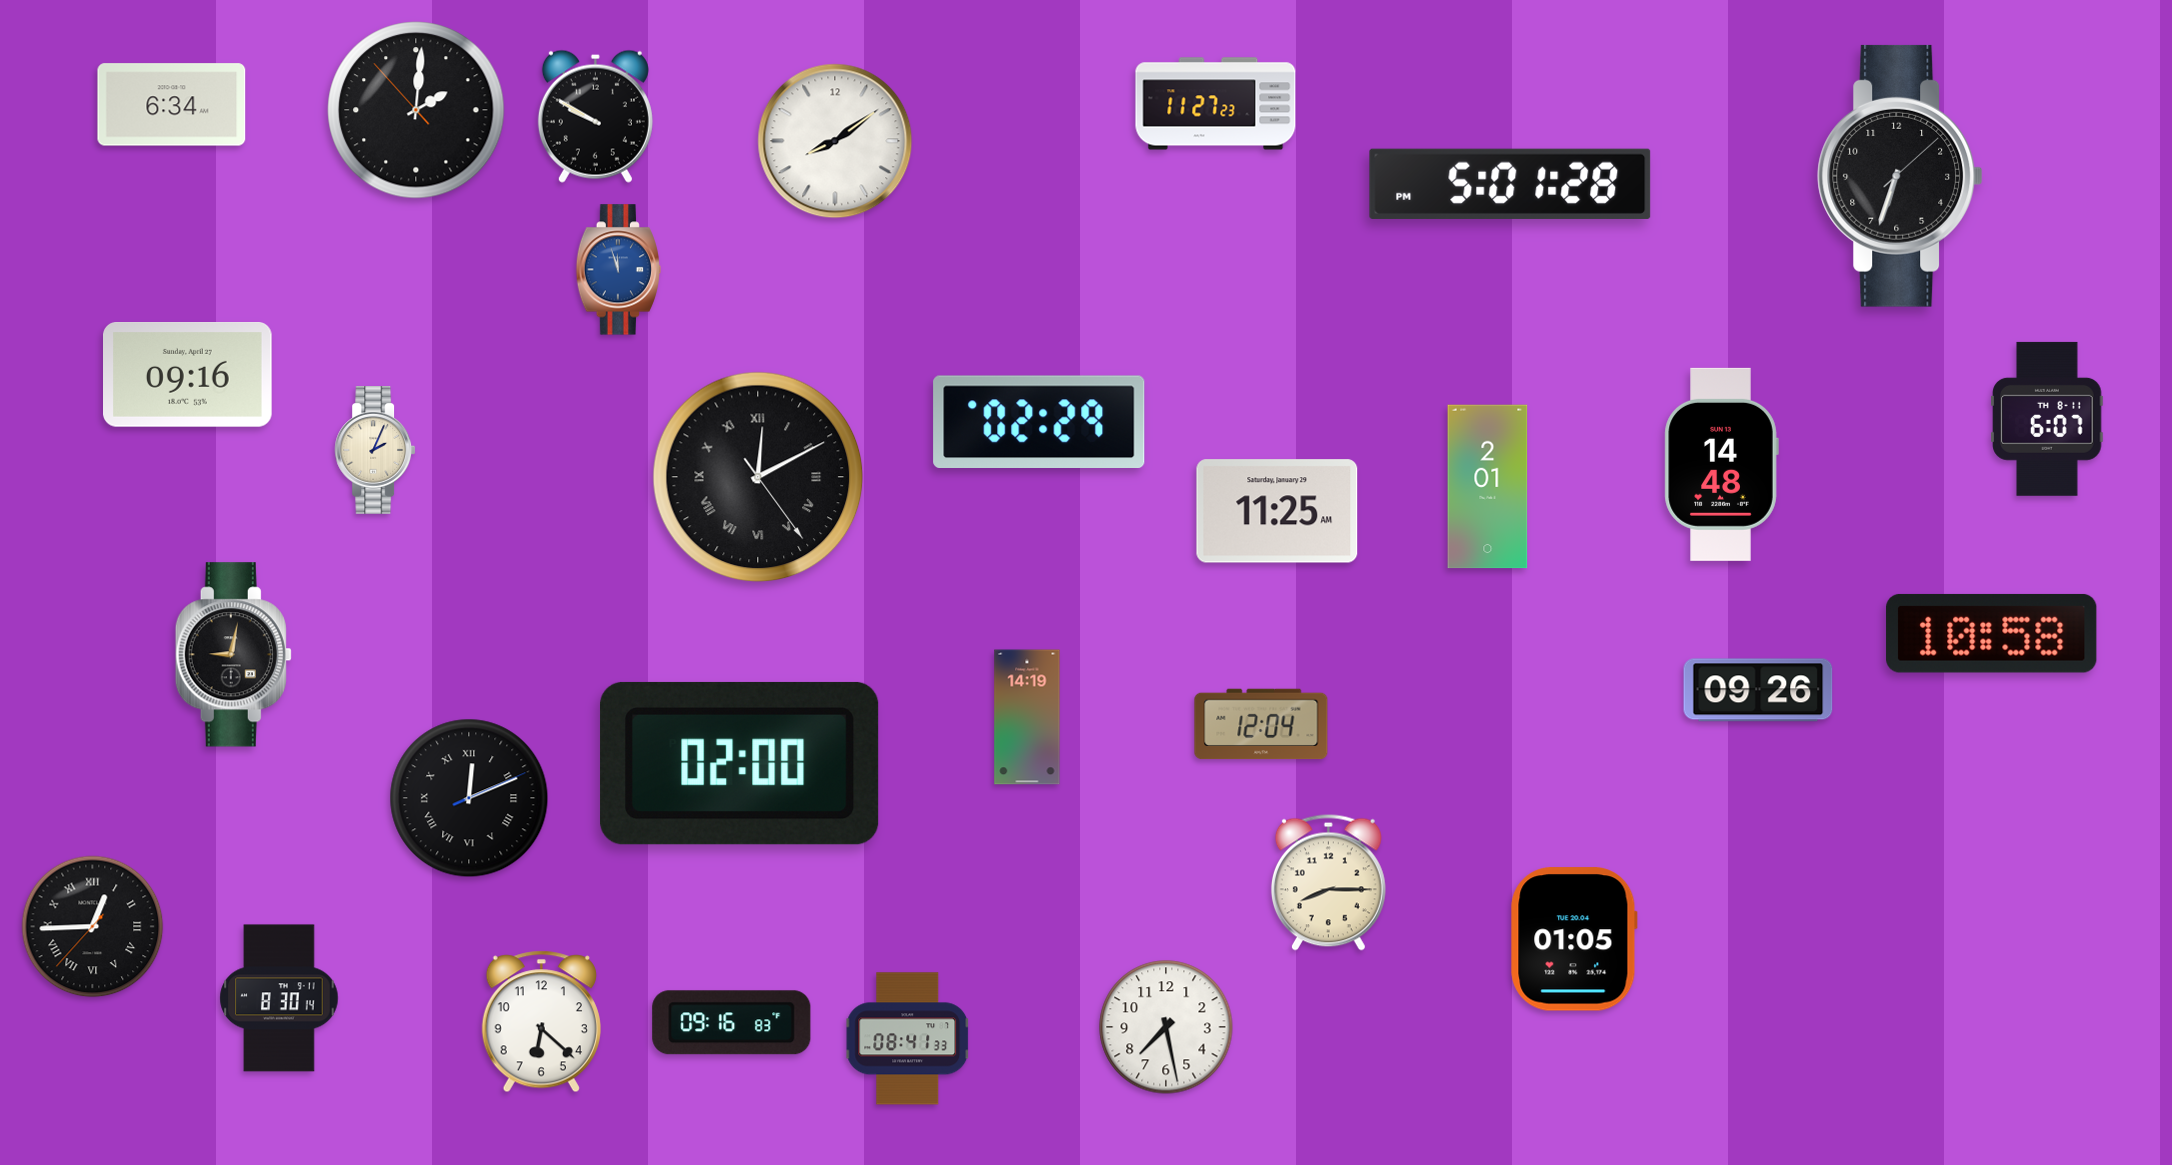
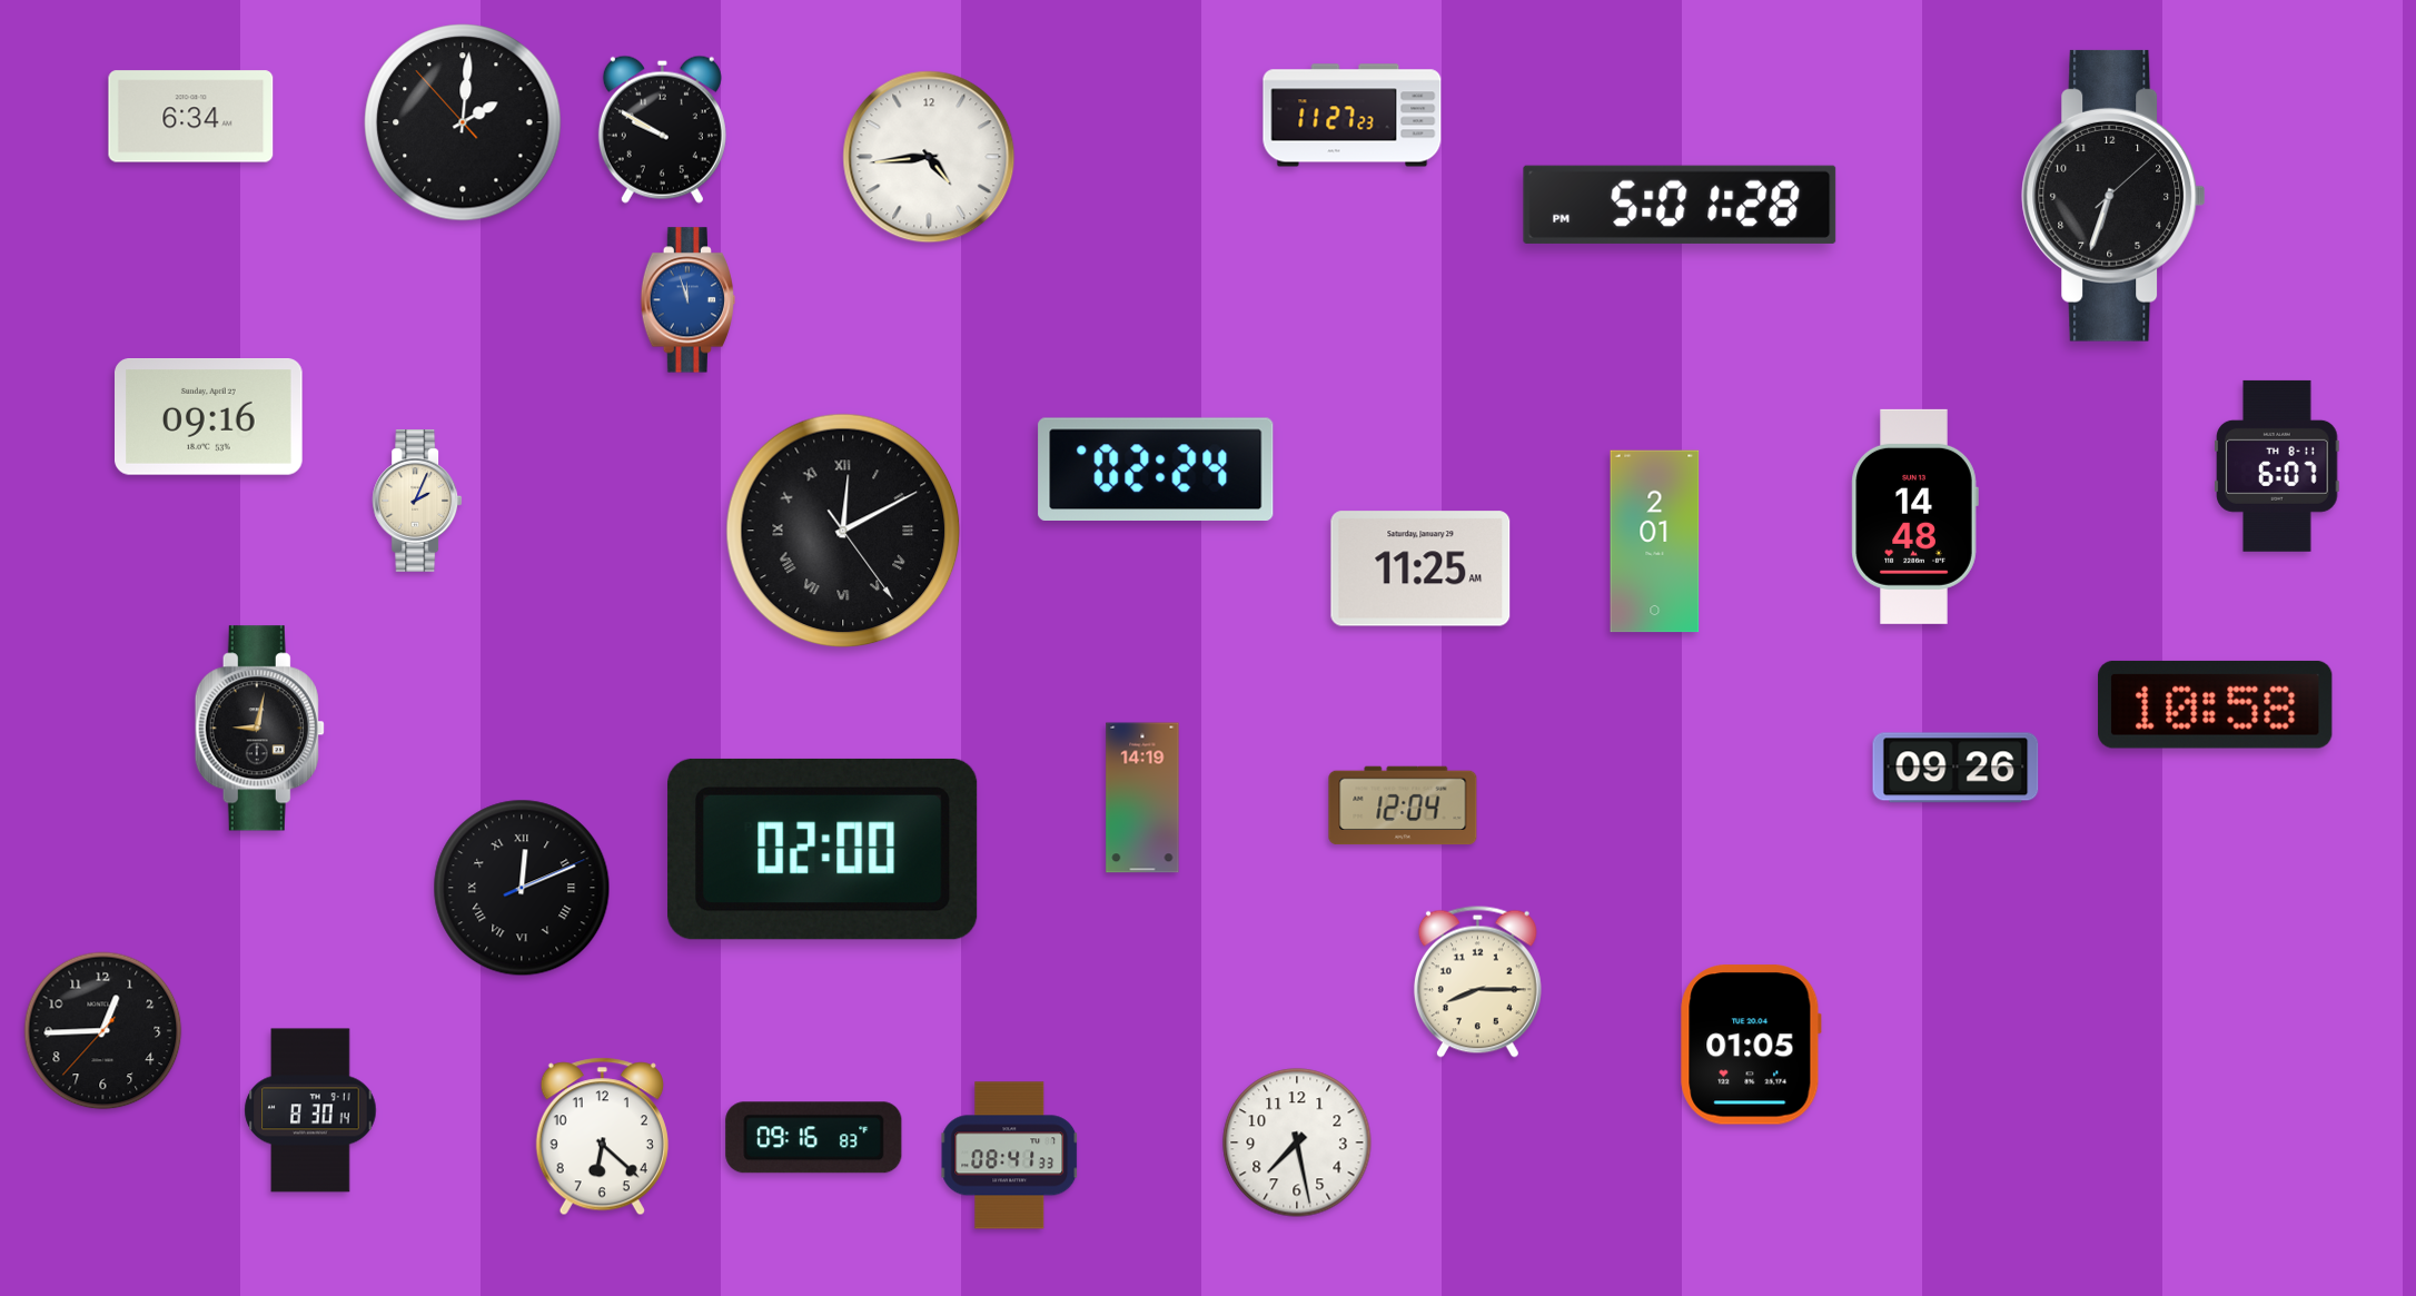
clock at (835, 141): 8:09 -> 4:44
clock at (1039, 421): 02:29 -> 02:24
clock at (93, 927) numerals: Roman -> Arabic
